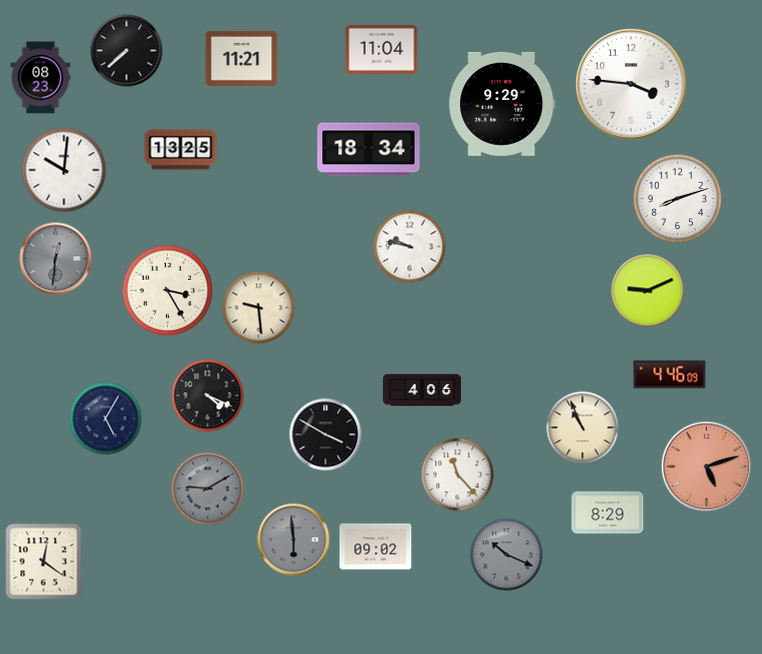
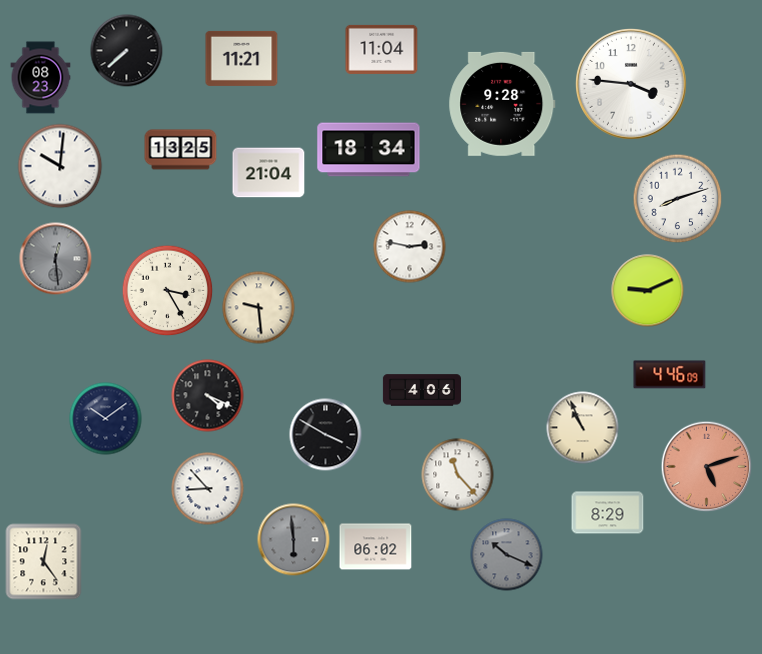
clock at (502, 104): 9:29 -> 9:28
clock at (64, 170) position: (64, 170) -> (60, 166)
clock at (269, 173): none -> 21:04
clock at (410, 247): 9:47 -> 2:47
clock at (56, 259): 12:31 -> 12:29
clock at (106, 419): 5:05 -> 10:09
clock at (208, 489): 9:10 -> 8:53
clock at (208, 489) dial: grey -> white
clock at (376, 547): 09:02 -> 06:02
clock at (44, 562): 12:21 -> 12:24
